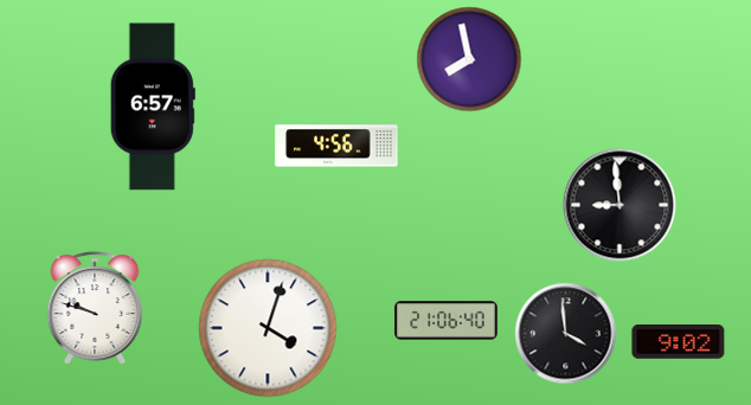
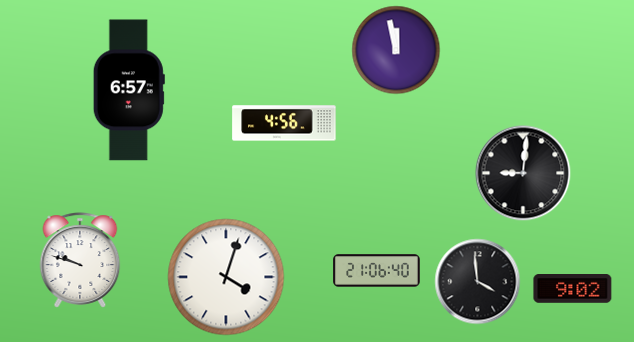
clock at (469, 59): 7:58 -> 11:58
clock at (620, 205): 8:59 -> 9:01
